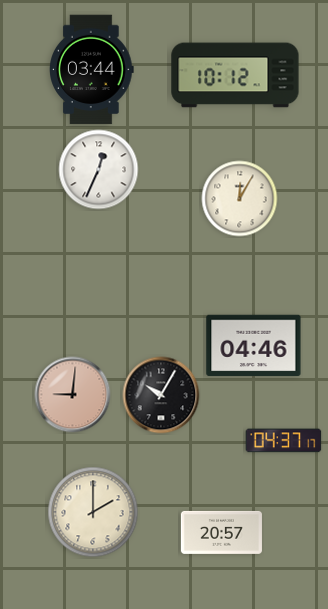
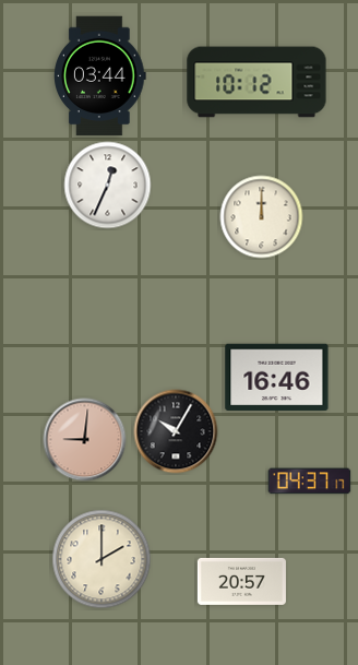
clock at (240, 199): 12:05 -> 12:00
clock at (254, 346): 04:46 -> 16:46
clock at (73, 395) position: (73, 395) -> (85, 440)
